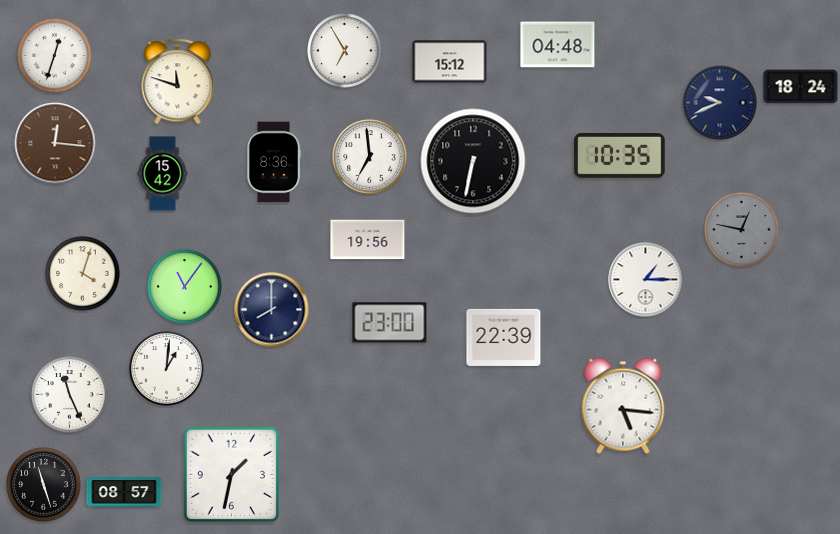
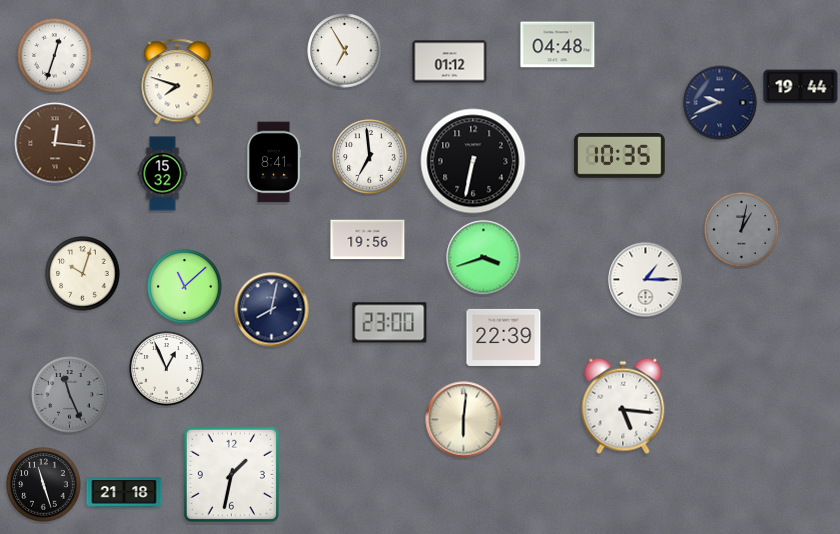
clock at (450, 62): 15:12 -> 01:12
clock at (178, 82): 11:48 -> 7:48
clock at (801, 87): 18:24 -> 19:44
clock at (275, 162): 8:36 -> 8:41
clock at (163, 174): 15:42 -> 15:32
clock at (742, 230): 12:47 -> 1:02
clock at (484, 258): none -> 3:42
clock at (83, 274): 4:03 -> 10:03
clock at (185, 287): 11:06 -> 11:08
clock at (272, 310): 8:00 -> 8:02
clock at (167, 369): 1:01 -> 12:56
clock at (70, 395) dial: white -> grey
clock at (464, 420): none -> 6:01
clock at (124, 492): 08:57 -> 21:18
